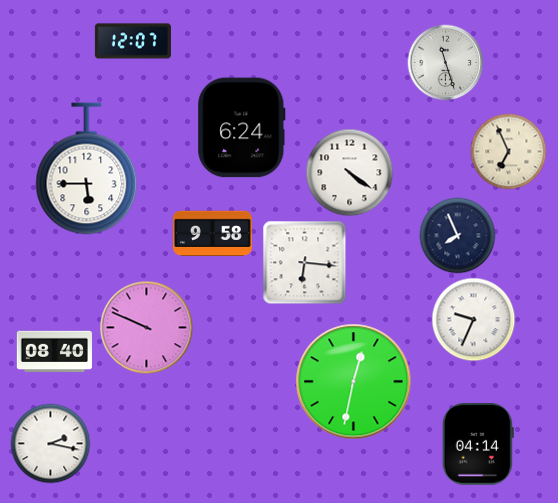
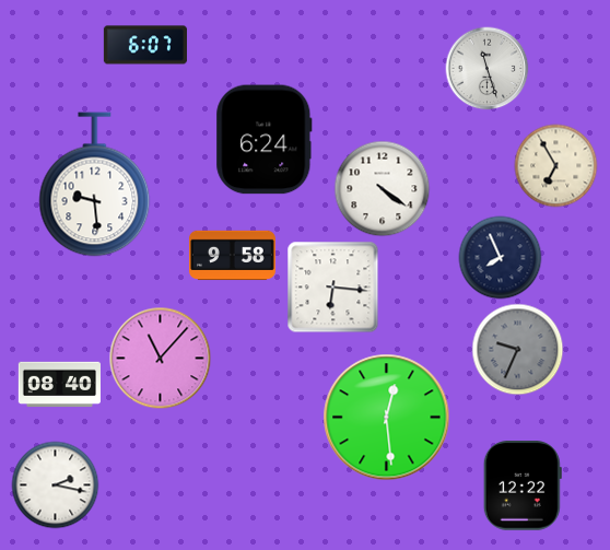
clock at (133, 41): 12:07 -> 6:07
clock at (509, 152): 6:56 -> 6:55
clock at (87, 169): 5:45 -> 9:29
clock at (474, 320) dial: white -> grey
clock at (147, 328): 9:49 -> 11:07
clock at (354, 382): 12:32 -> 12:29
clock at (478, 444): 04:14 -> 12:22
